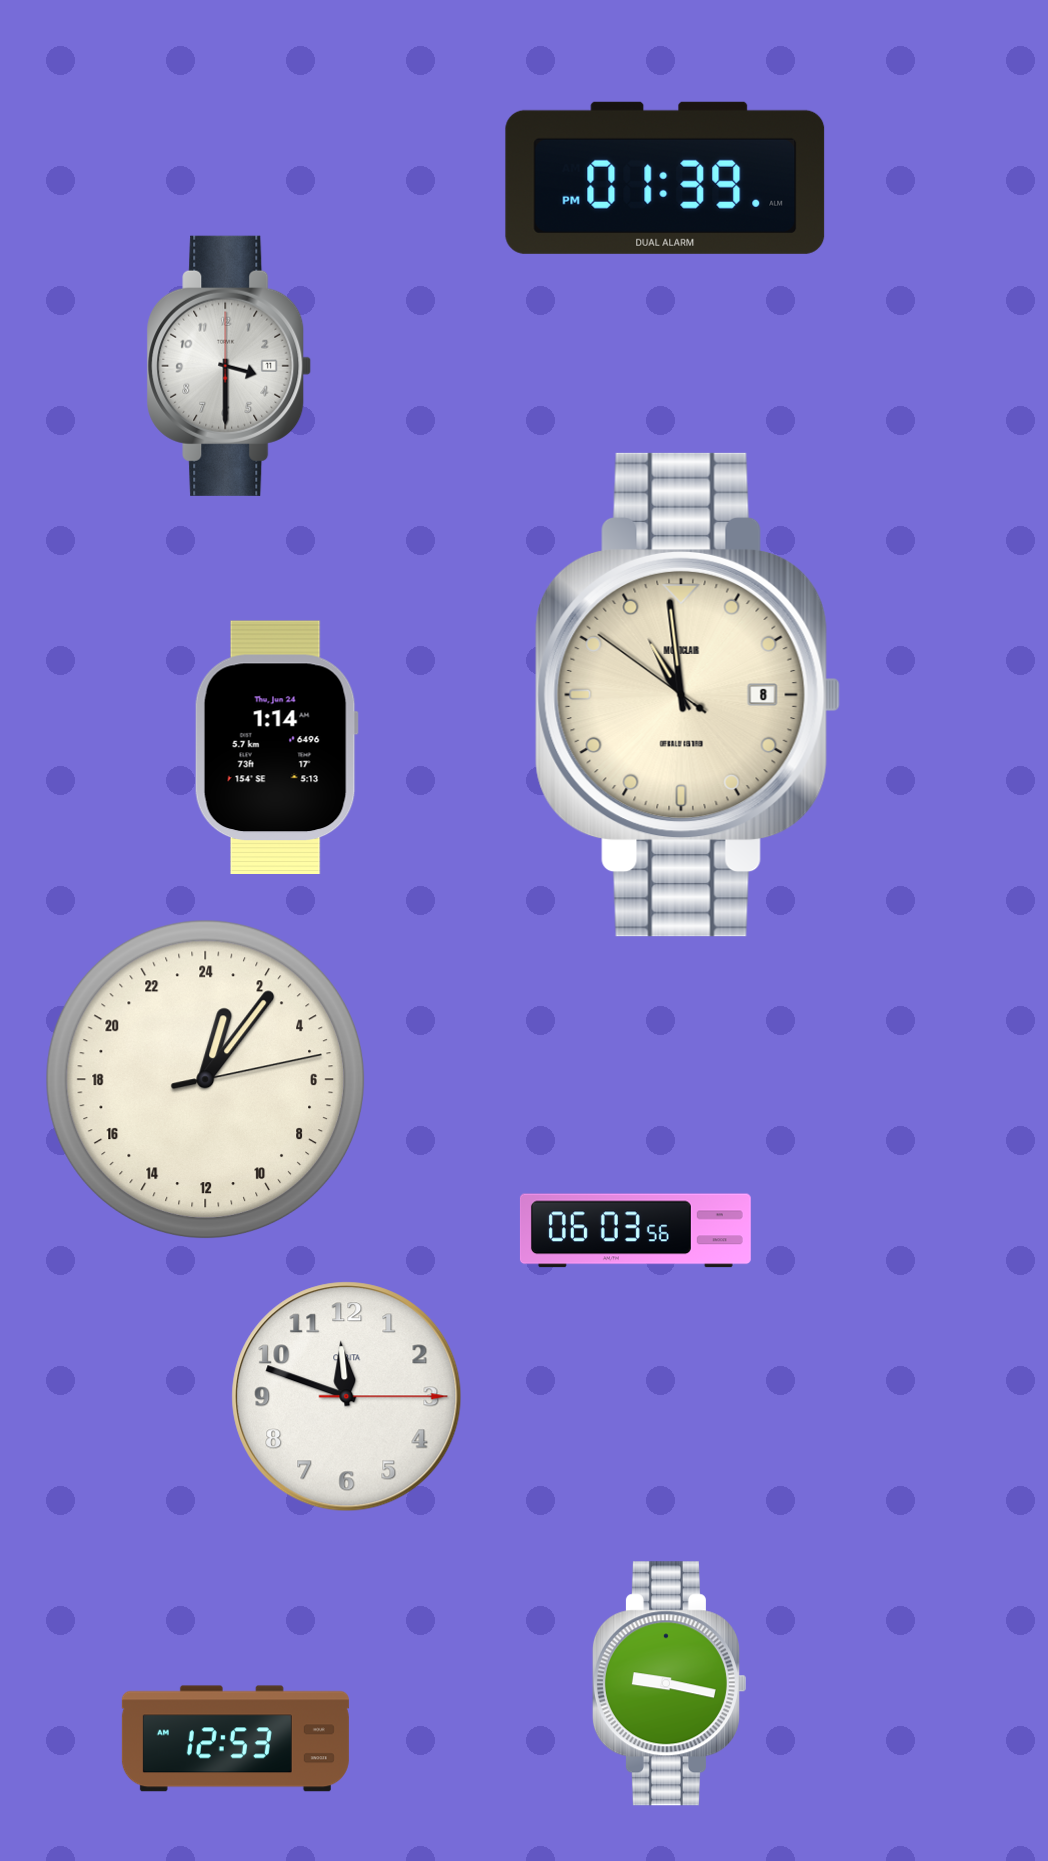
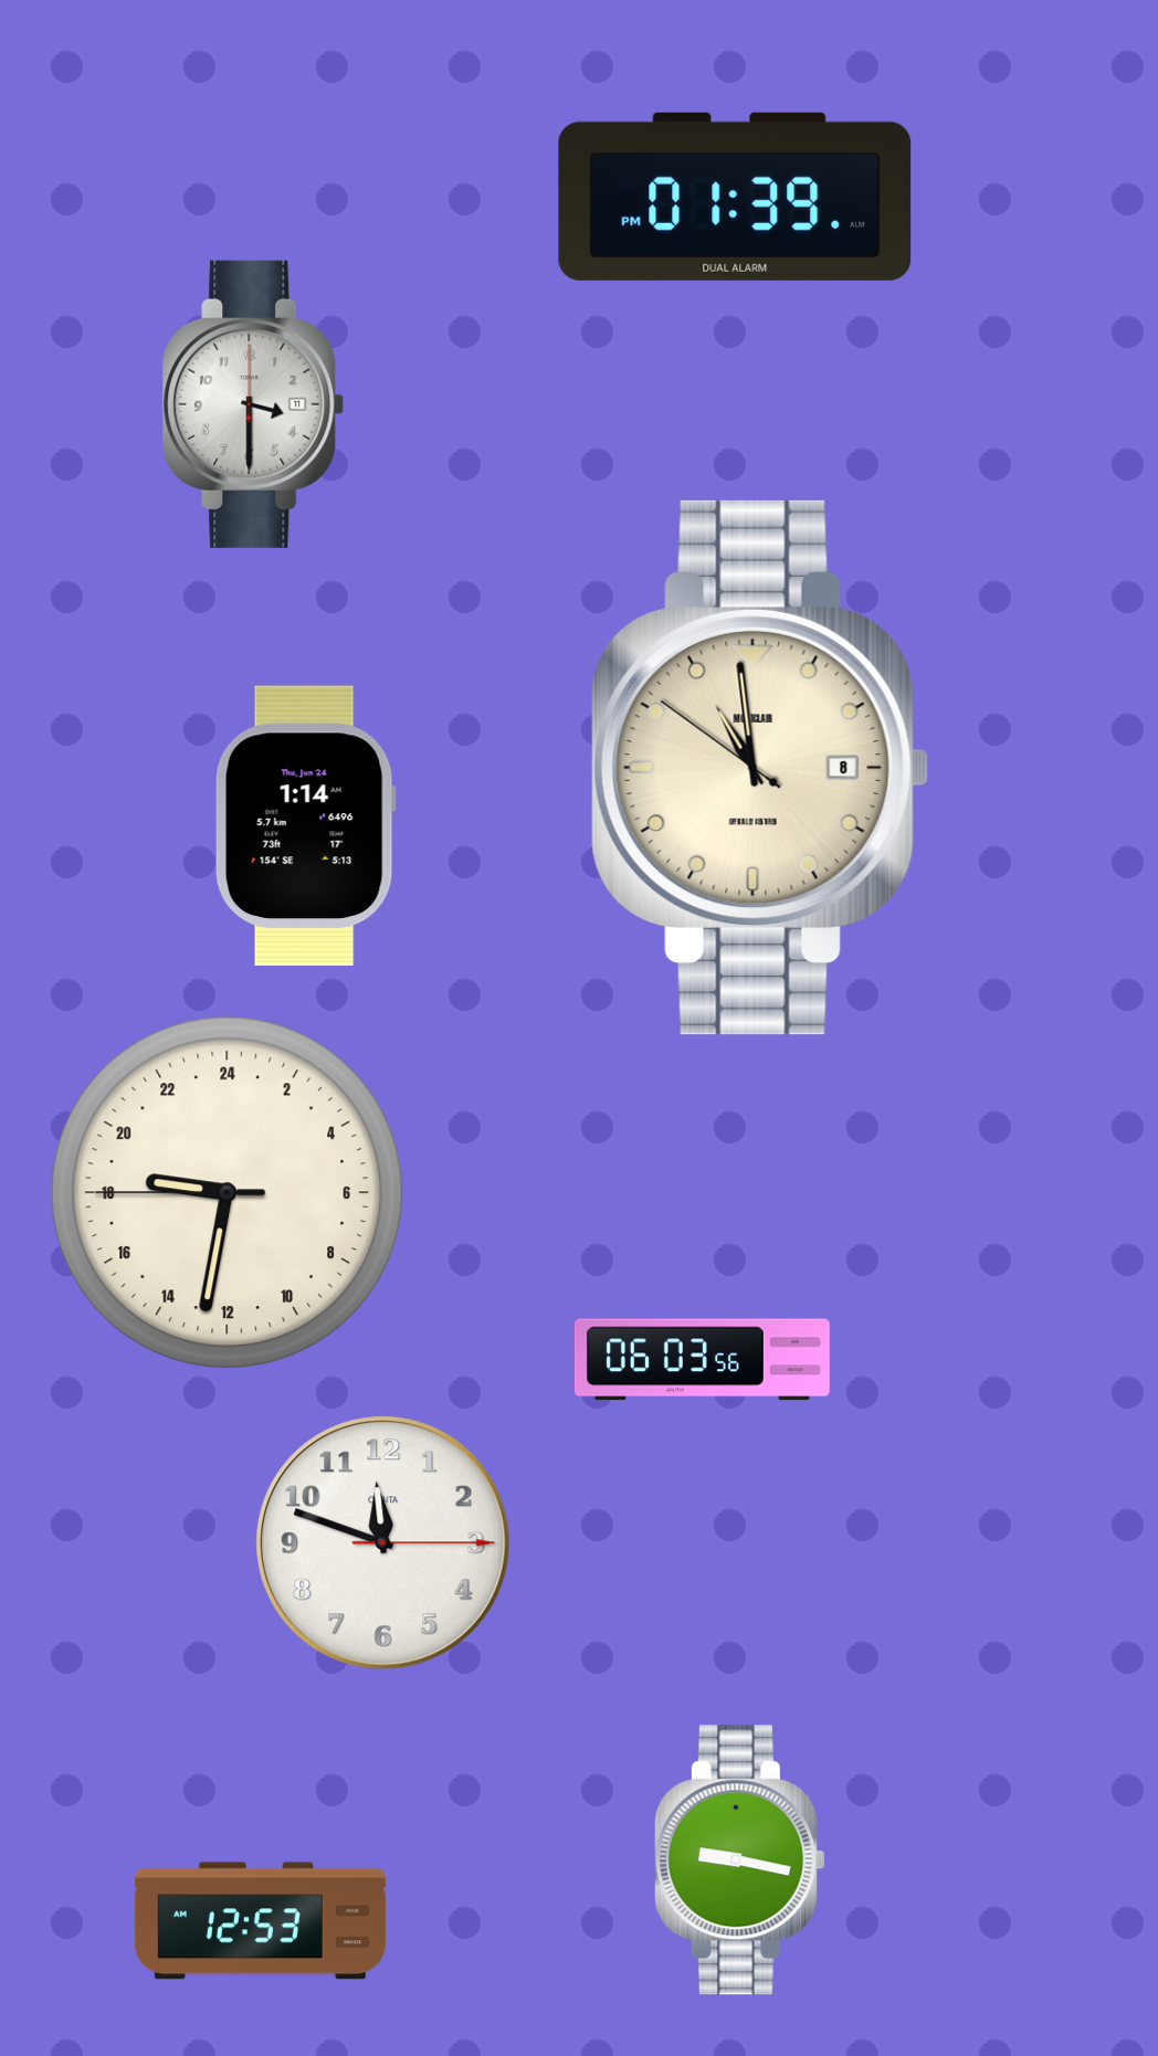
clock at (205, 1079): 1:06 -> 18:31
